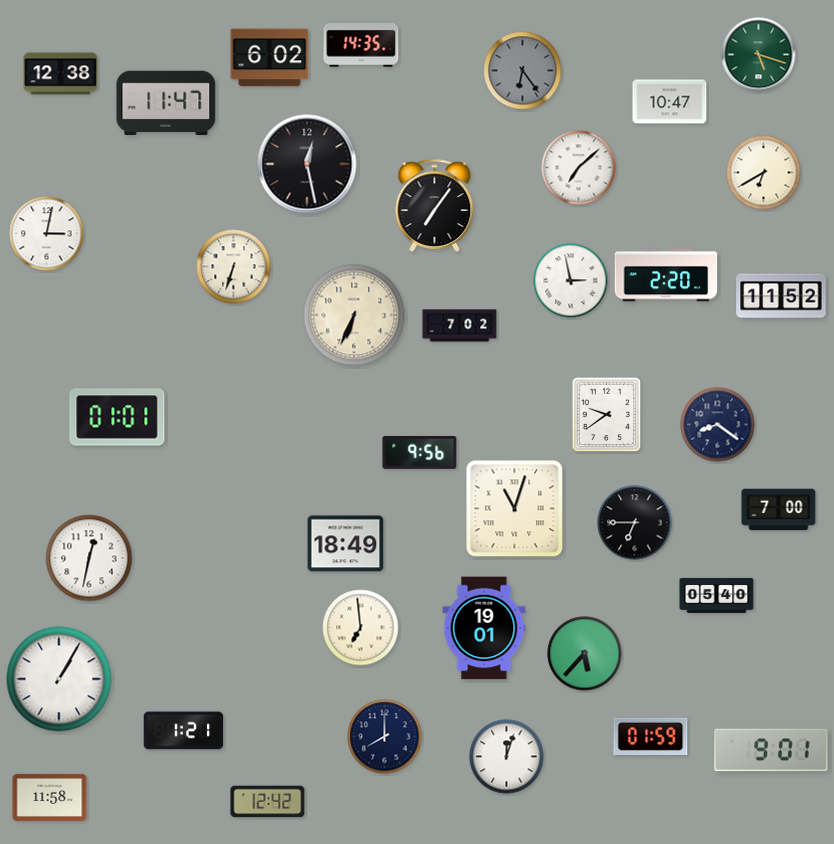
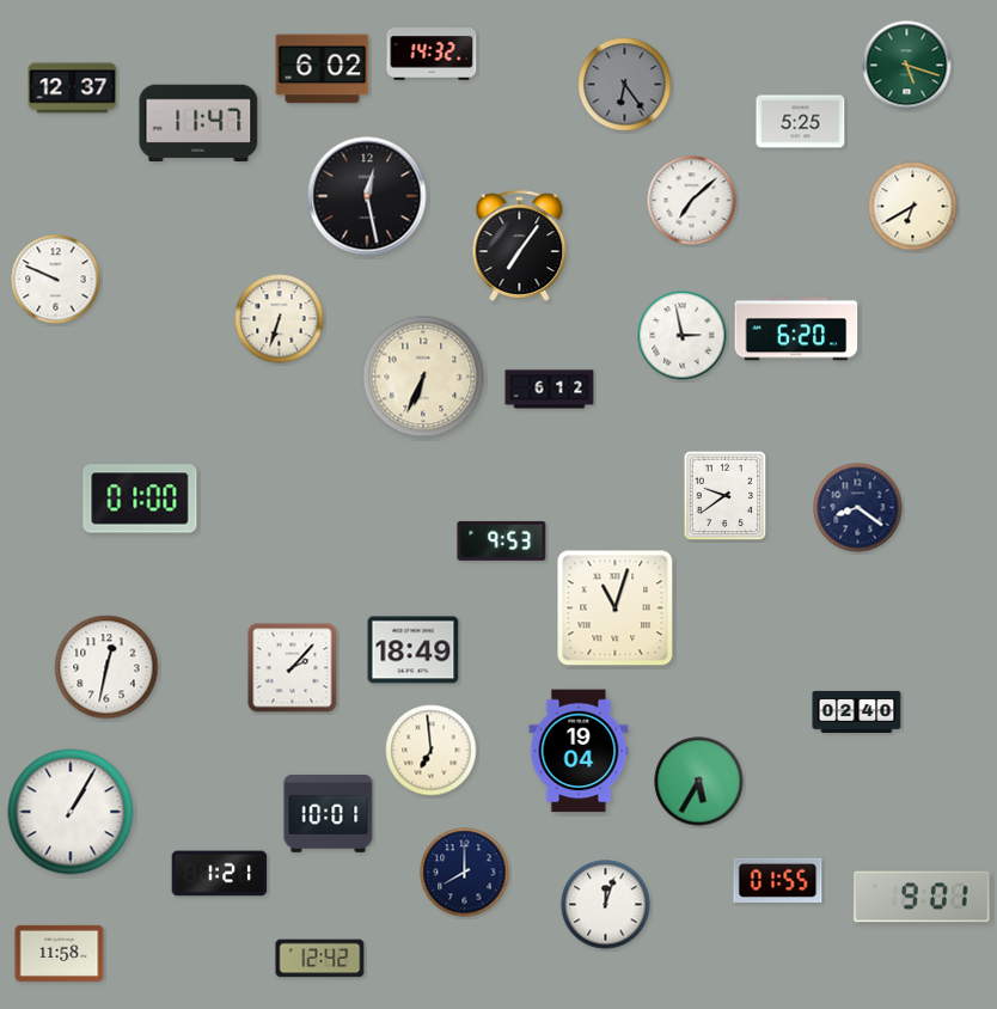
clock at (361, 46): 14:35 -> 14:32
clock at (61, 74): 12:38 -> 12:37
clock at (670, 102): 10:47 -> 5:25
clock at (47, 234): 3:02 -> 9:49
clock at (666, 275): 2:20 -> 6:20
clock at (781, 296): 11:52 -> none
clock at (460, 326): 7:02 -> 6:12
clock at (117, 417): 01:01 -> 01:00
clock at (420, 452): 9:56 -> 9:53
clock at (779, 510): 7:00 -> none
clock at (635, 523): 6:45 -> none
clock at (293, 668): none -> 2:07
clock at (717, 595): 05:40 -> 02:40
clock at (484, 628): 19:01 -> 19:04
clock at (585, 654): 5:37 -> 5:35
clock at (329, 813): none -> 10:01
clock at (651, 736): 01:59 -> 01:55
clock at (385, 737) position: (385, 737) -> (465, 873)
